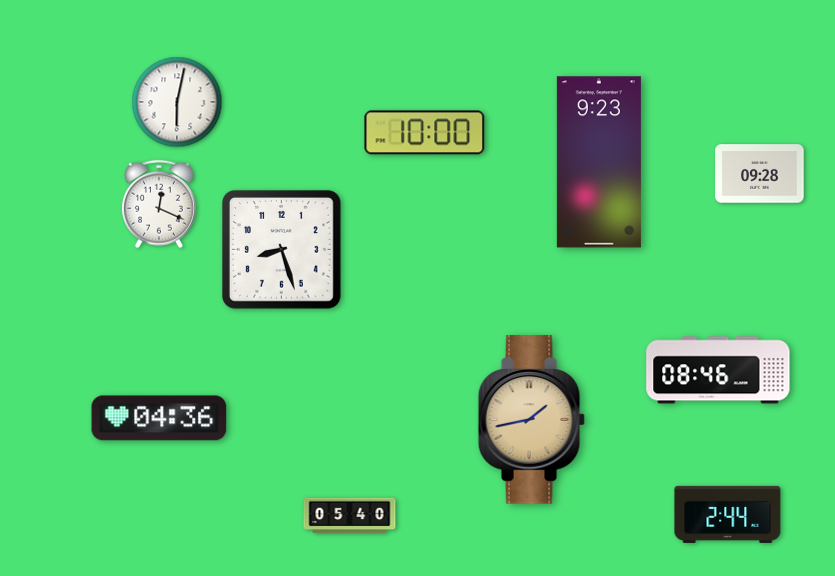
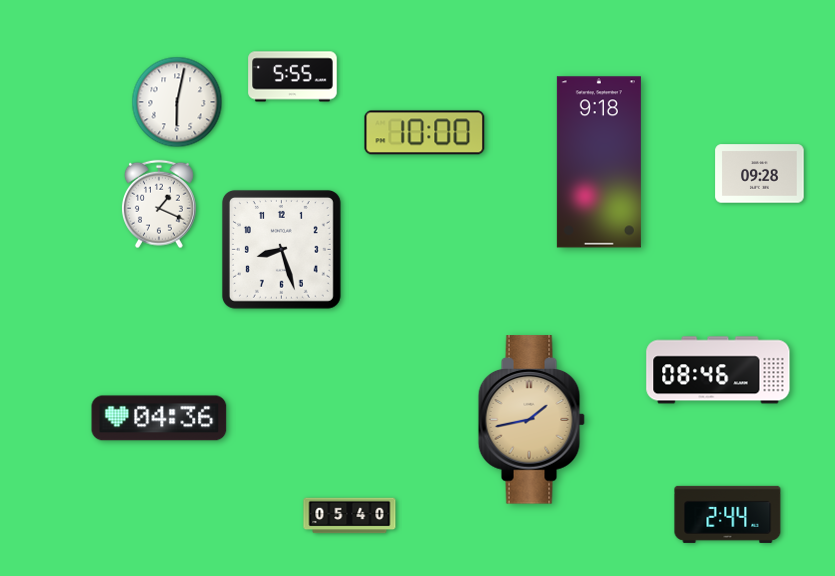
clock at (293, 77): none -> 5:55
clock at (599, 162): 9:23 -> 9:18
clock at (159, 204): 12:19 -> 1:19
